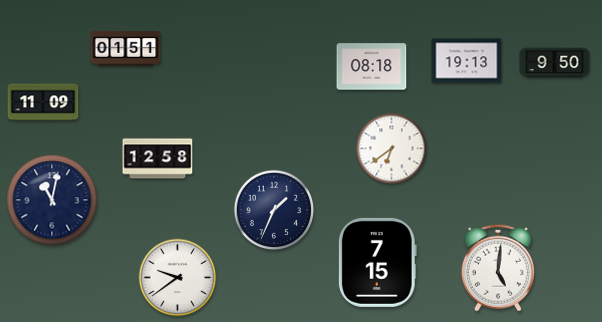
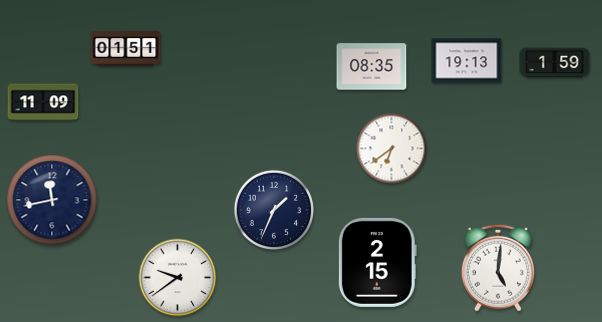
clock at (555, 63): 9:50 -> 1:59
clock at (372, 67): 08:18 -> 08:35
clock at (158, 159): 12:58 -> none
clock at (52, 200): 11:02 -> 11:43
clock at (377, 262): 7:15 -> 2:15
